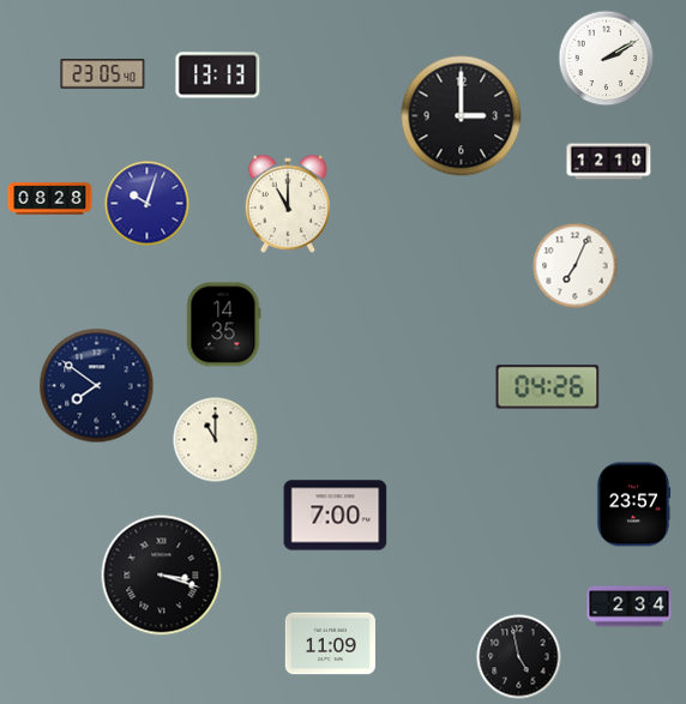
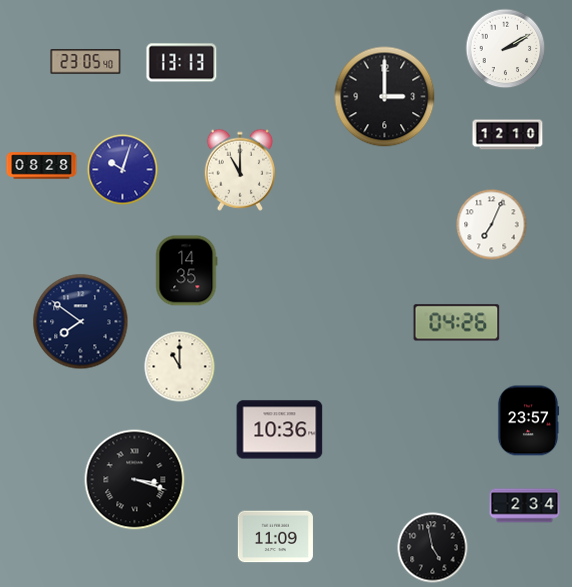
clock at (576, 266) position: (576, 266) -> (492, 225)
clock at (336, 516): 7:00 -> 10:36
